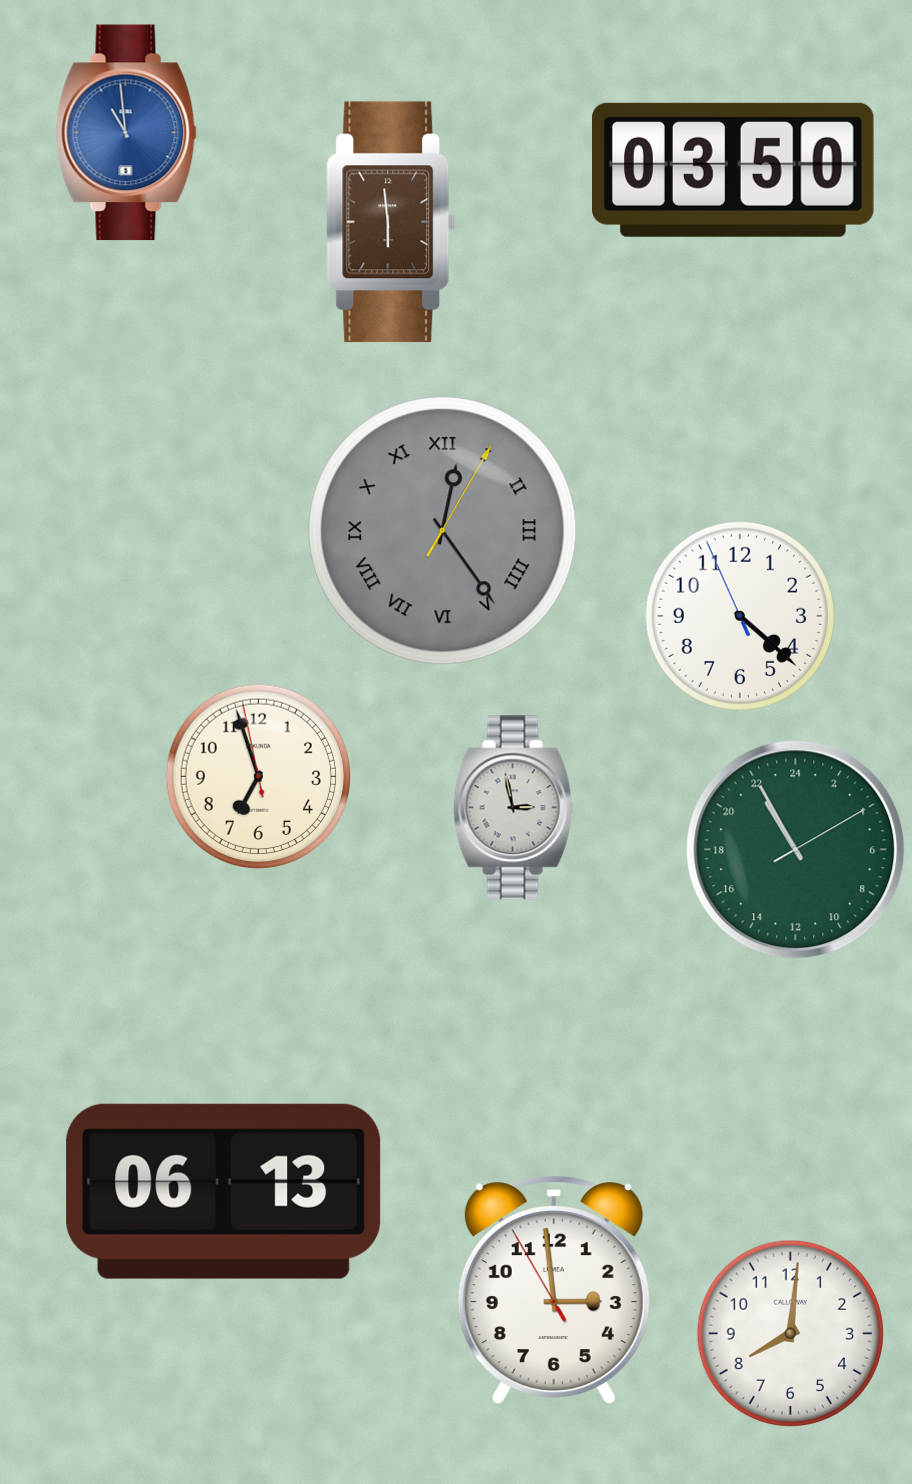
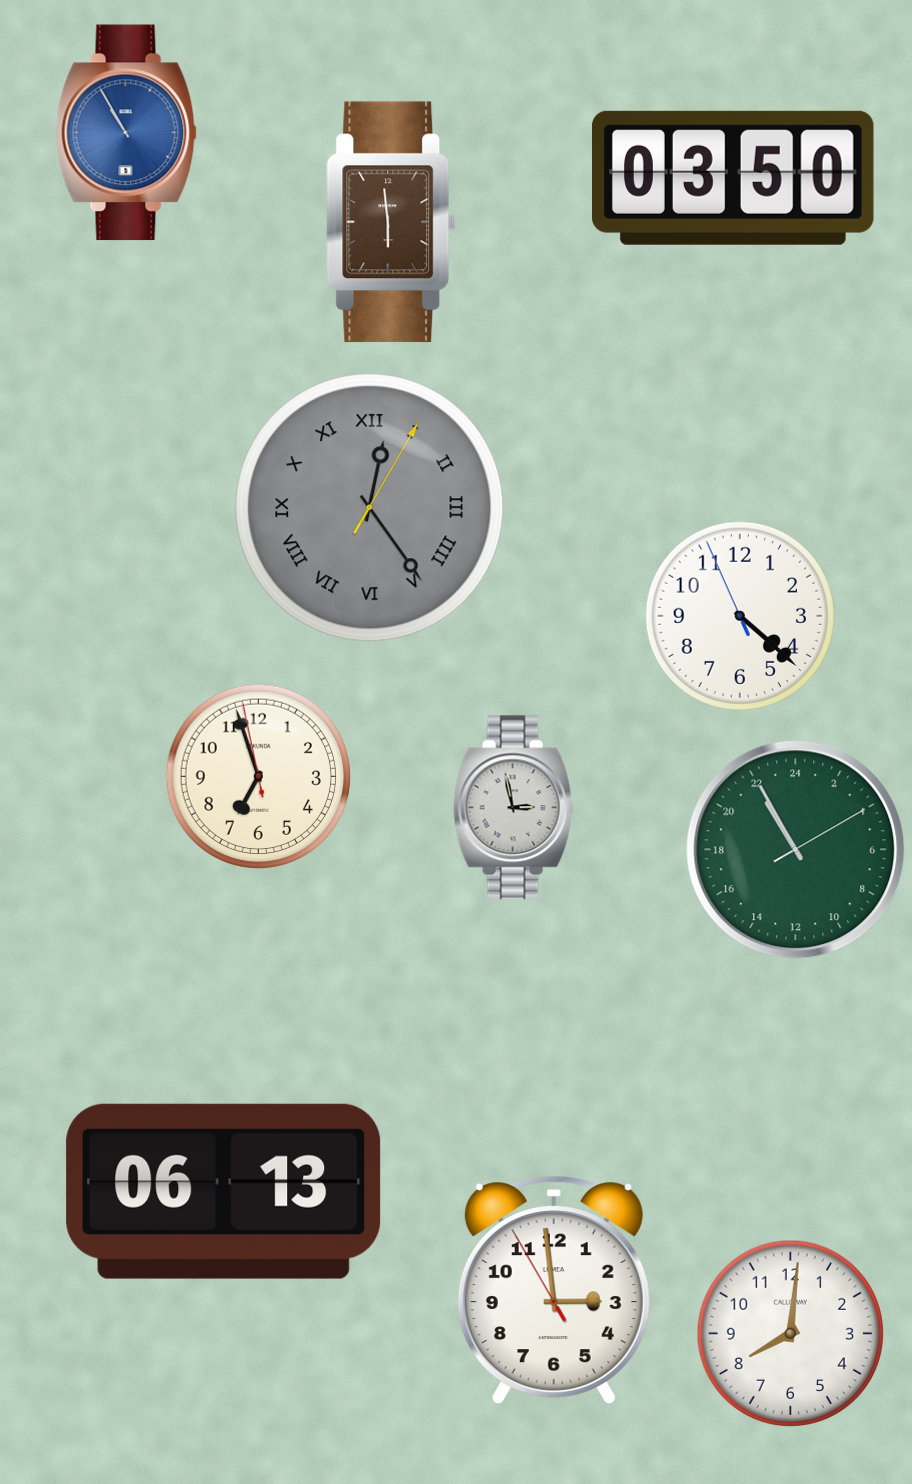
clock at (126, 133): 10:59 -> 10:55
clock at (734, 170) position: (734, 170) -> (734, 178)
clock at (443, 531) position: (443, 531) -> (370, 508)
